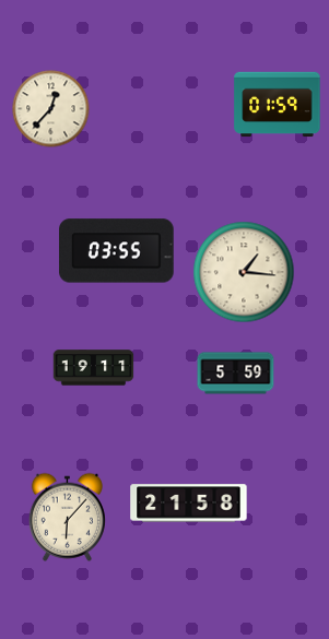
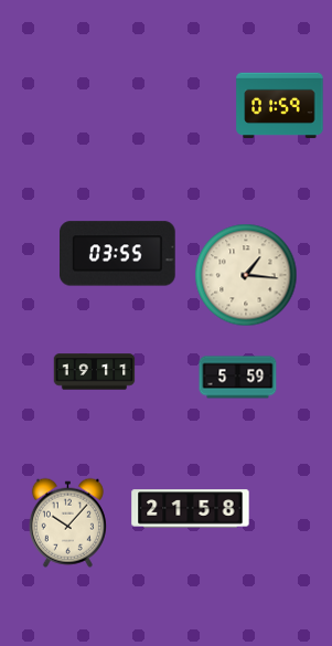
clock at (51, 109): 12:37 -> none
clock at (67, 517): 6:07 -> 10:07
